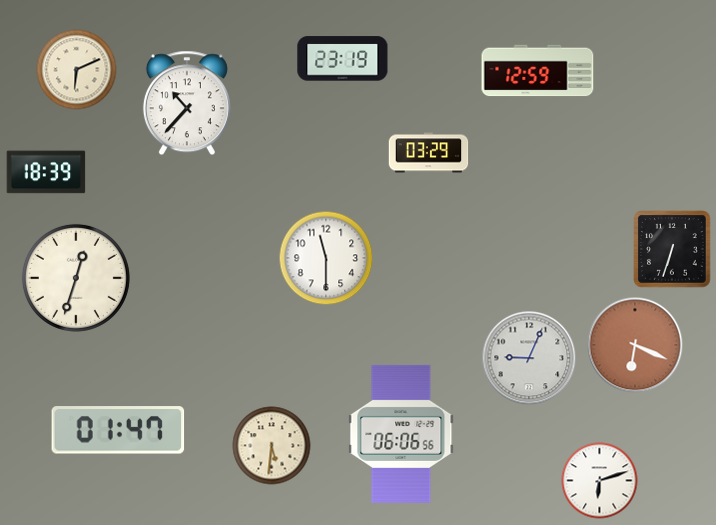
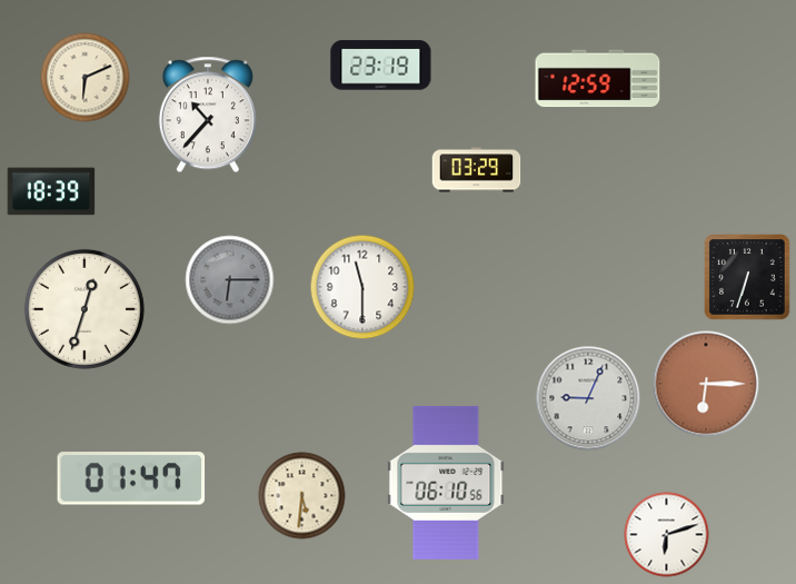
clock at (230, 280): none -> 6:15
clock at (635, 345): 6:19 -> 6:15
clock at (401, 434): 06:06 -> 06:10
